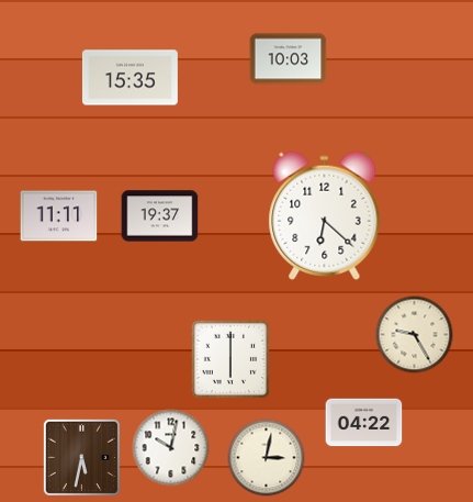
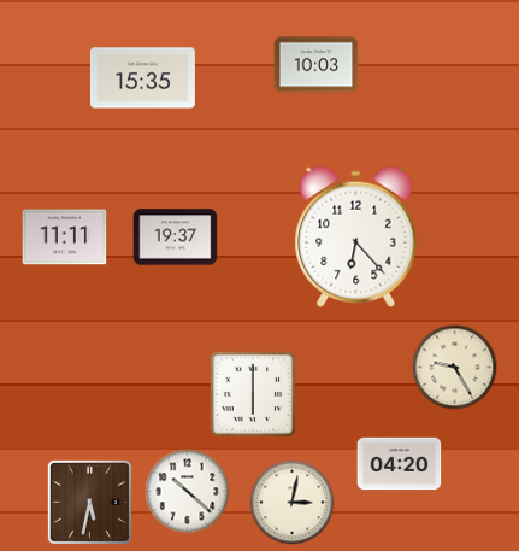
clock at (129, 78) position: (129, 78) -> (142, 78)
clock at (325, 215): 6:22 -> 6:23
clock at (364, 423): 04:22 -> 04:20
clock at (171, 448): 10:02 -> 10:22
